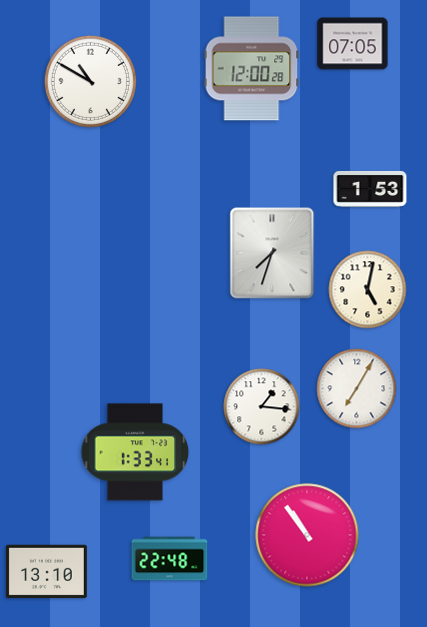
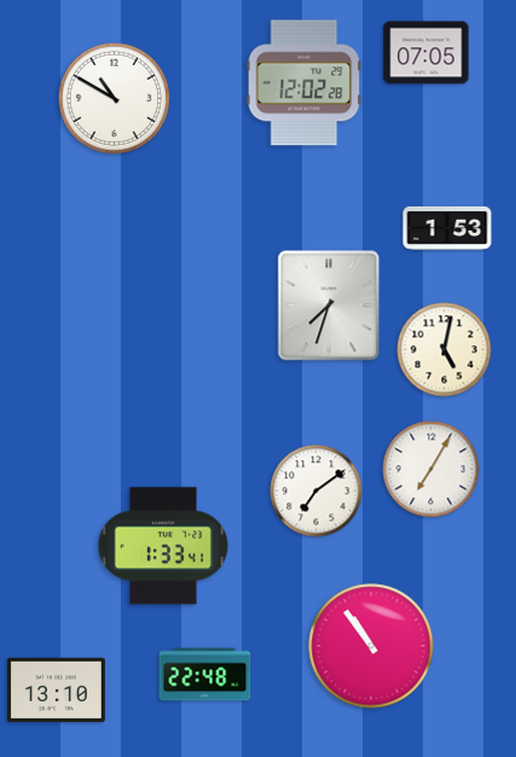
clock at (252, 69): 12:00 -> 12:02
clock at (90, 81) position: (90, 81) -> (114, 98)
clock at (262, 407): 1:16 -> 7:09
